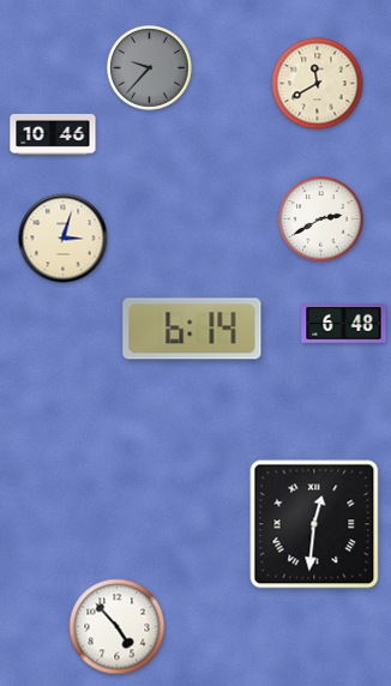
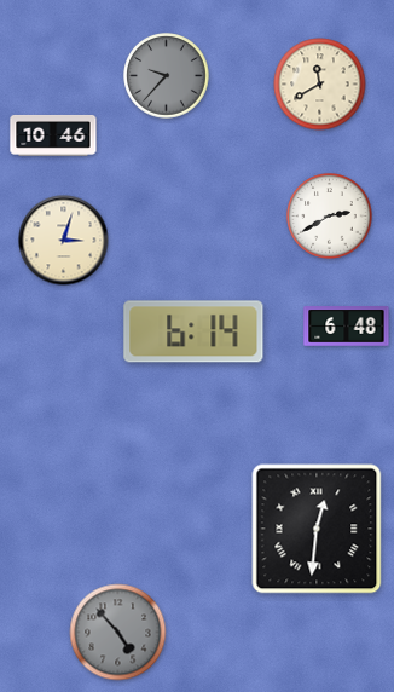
clock at (150, 68) position: (150, 68) -> (167, 76)
clock at (321, 219) position: (321, 219) -> (330, 217)
clock at (118, 627) dial: white -> grey
